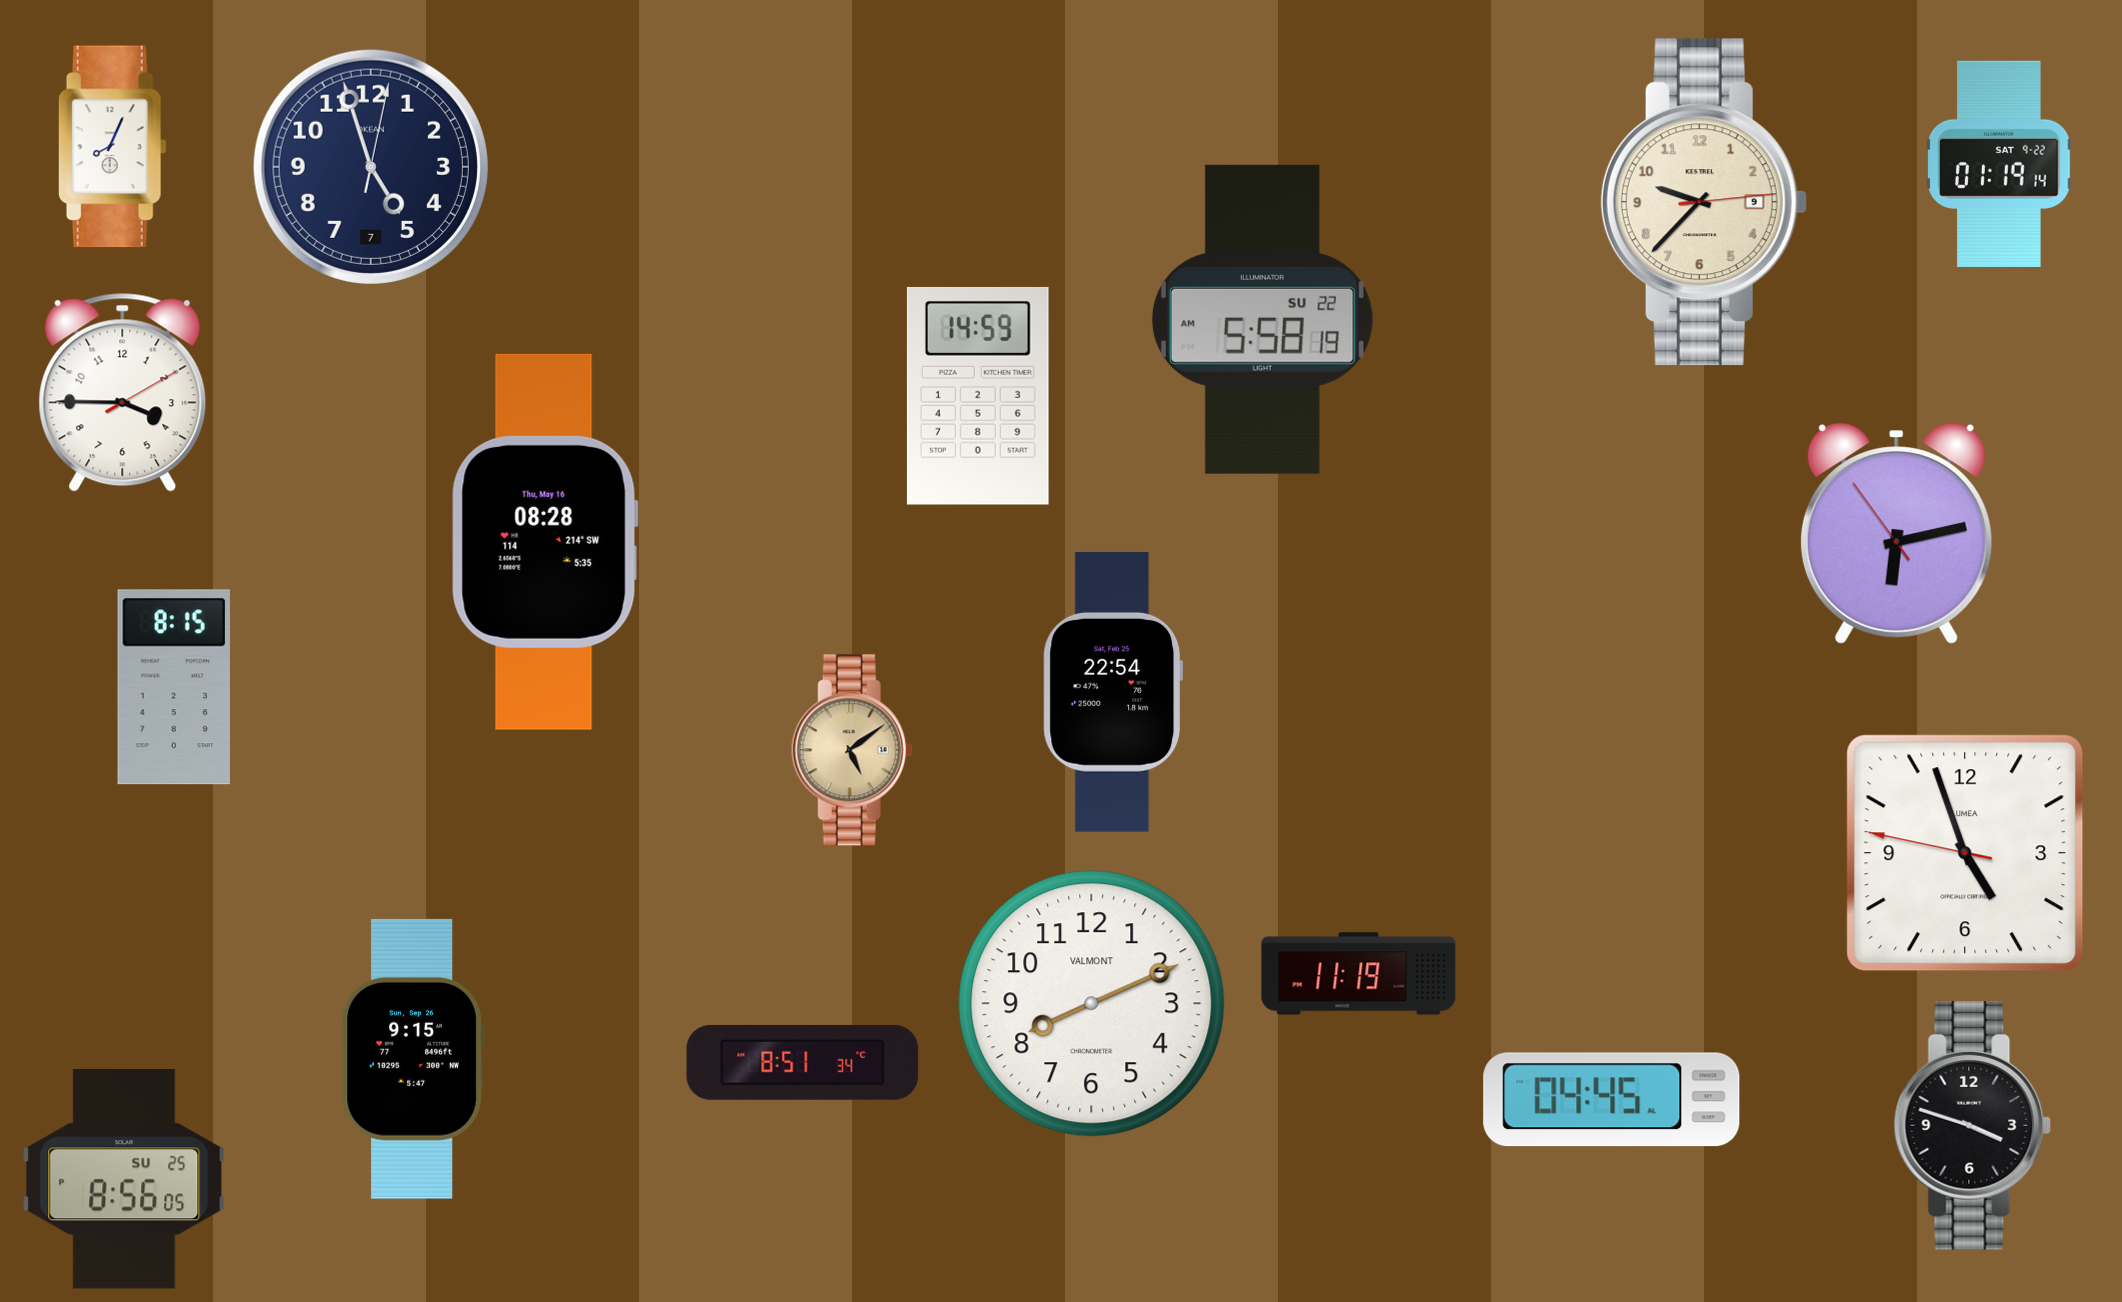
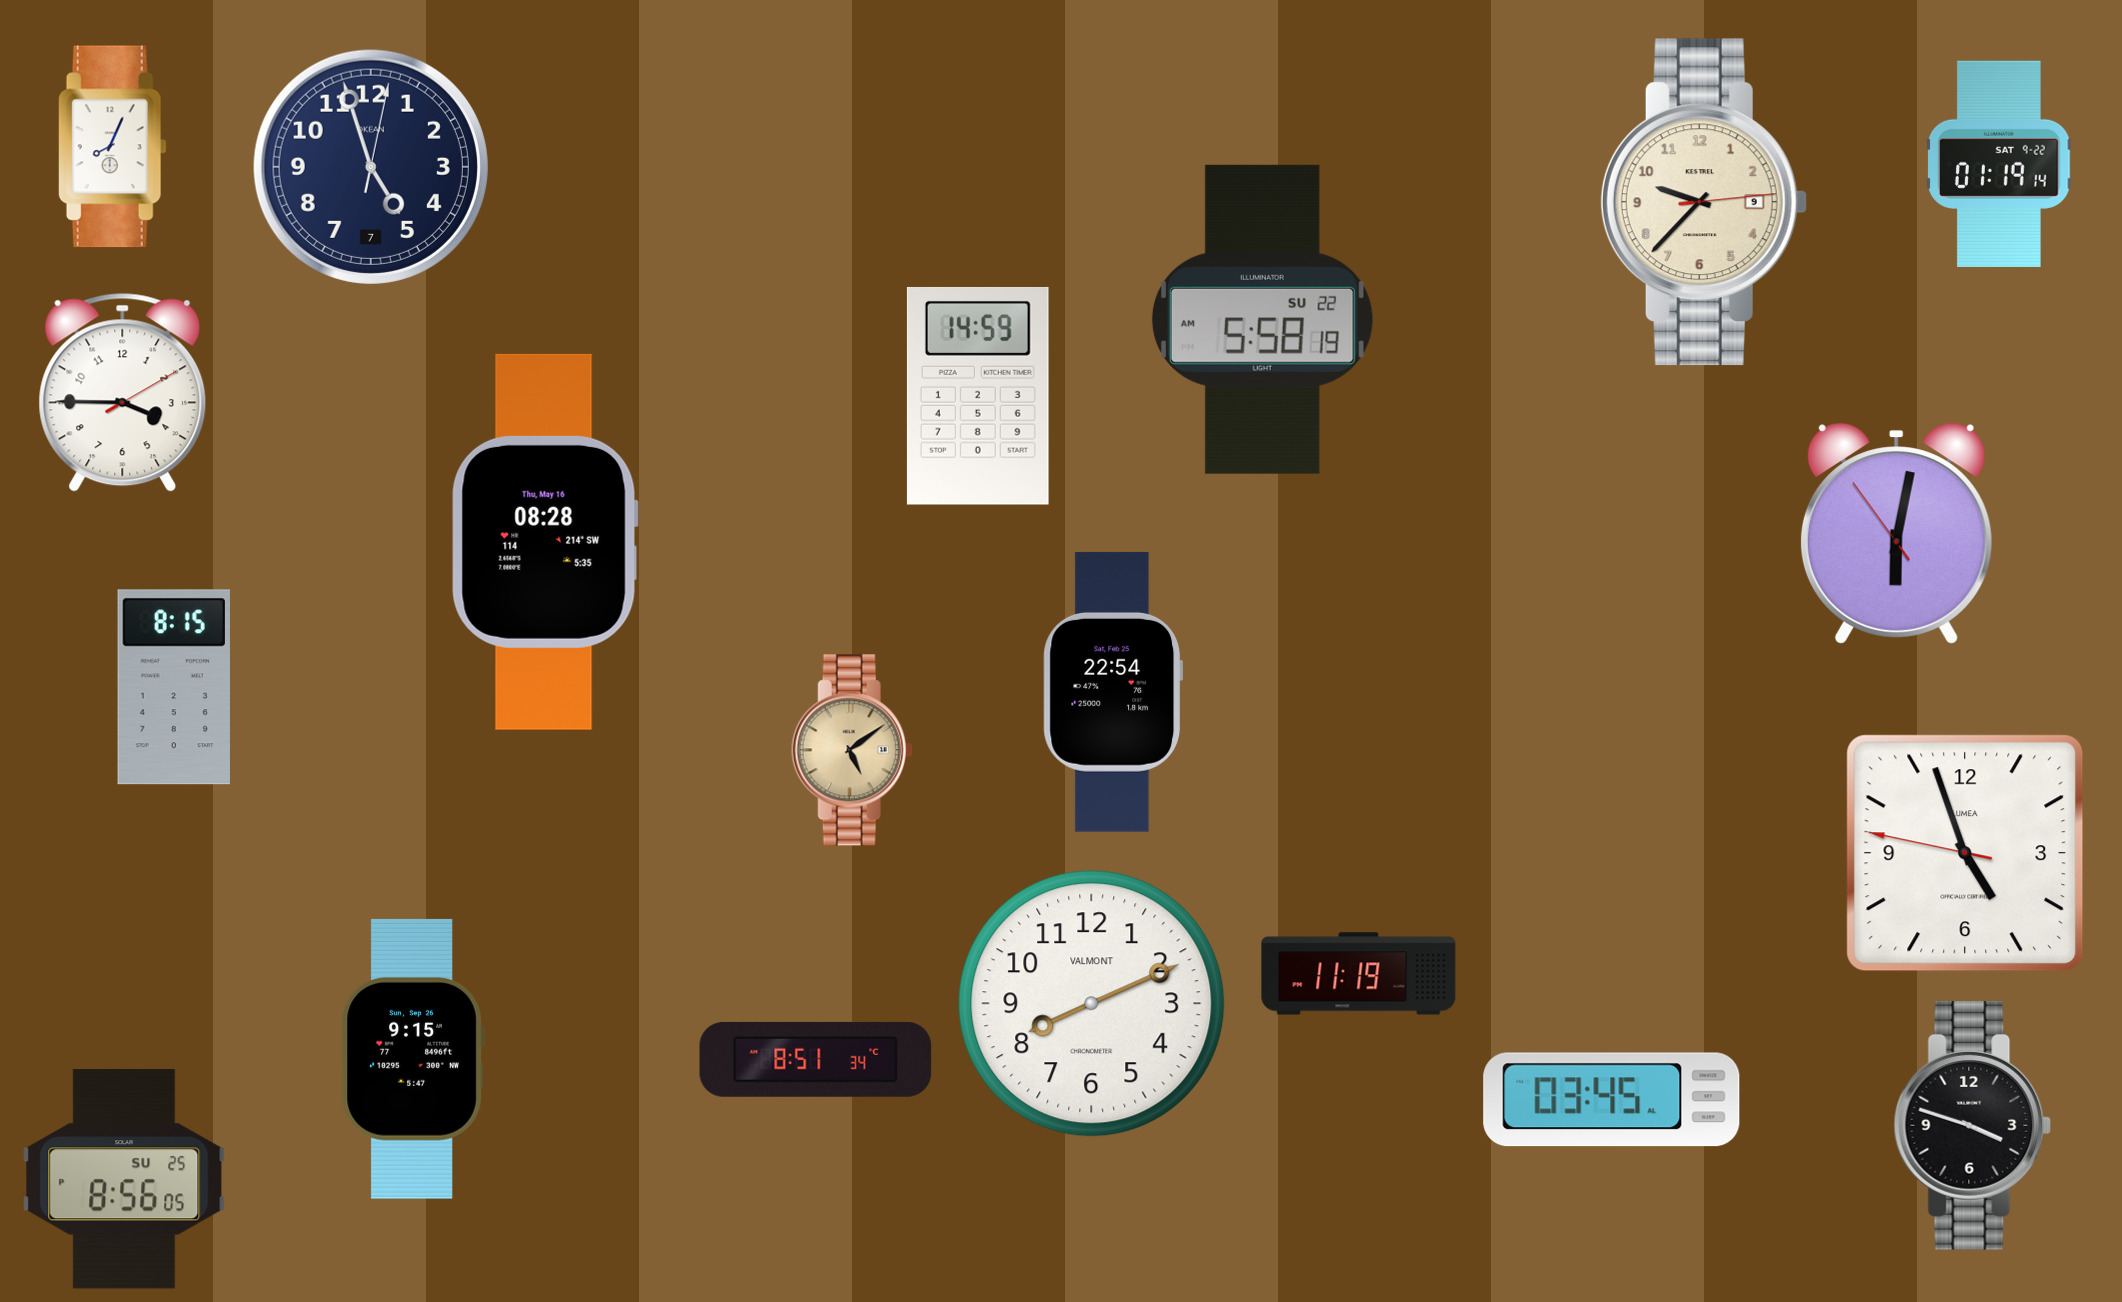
clock at (1896, 533): 6:12 -> 6:01
clock at (803, 1062) position: (803, 1062) -> (816, 1059)
clock at (1612, 1100): 04:45 -> 03:45
